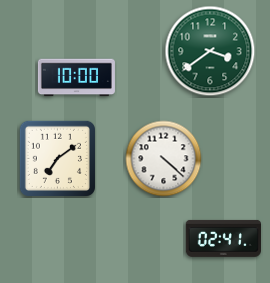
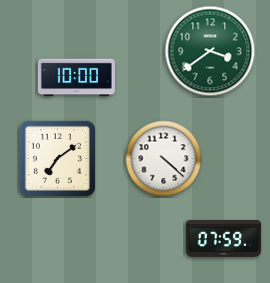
clock at (223, 238): 02:41 -> 07:59
